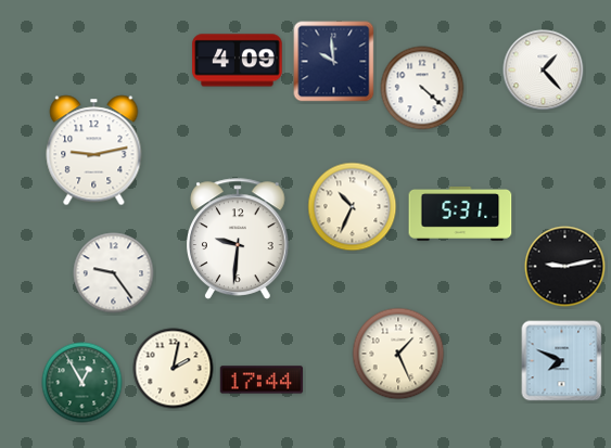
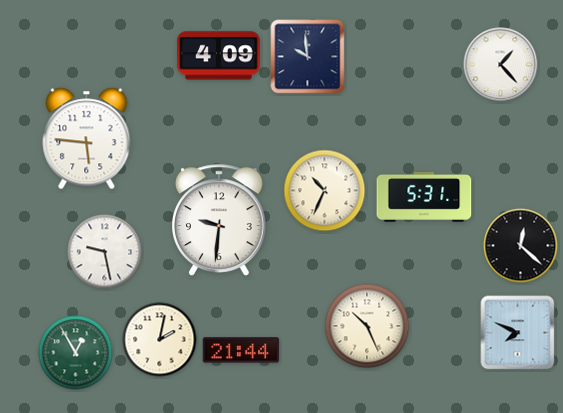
clock at (422, 88): 4:22 -> none
clock at (94, 151): 9:13 -> 5:46
clock at (565, 267): 9:13 -> 12:22
clock at (114, 273): 9:24 -> 9:28
clock at (398, 354): 1:26 -> 10:26
clock at (262, 380): 17:44 -> 21:44
